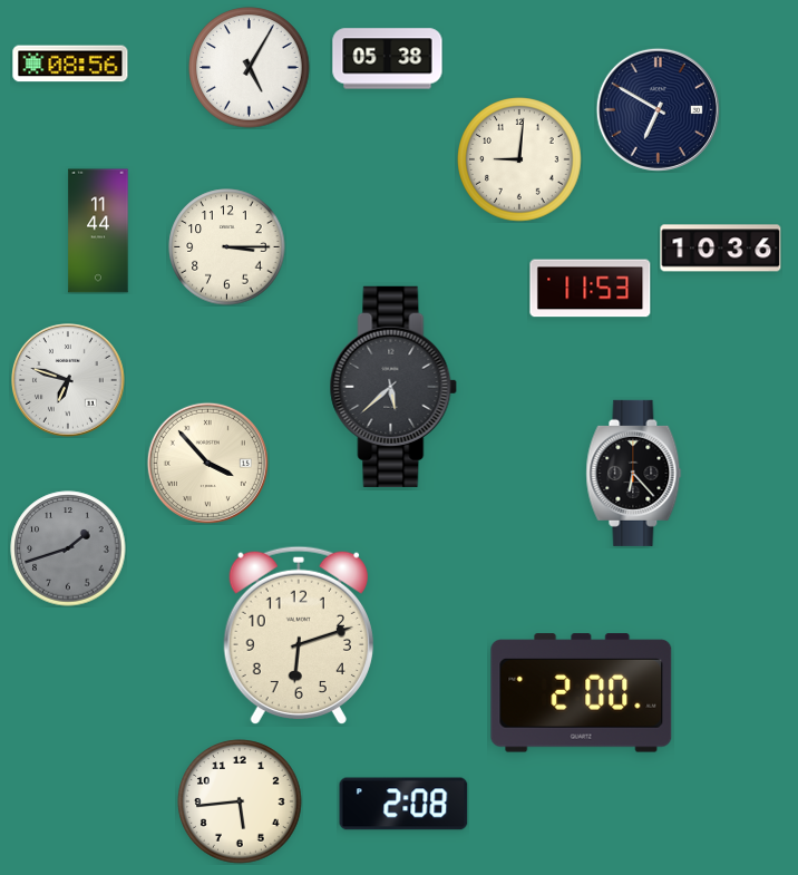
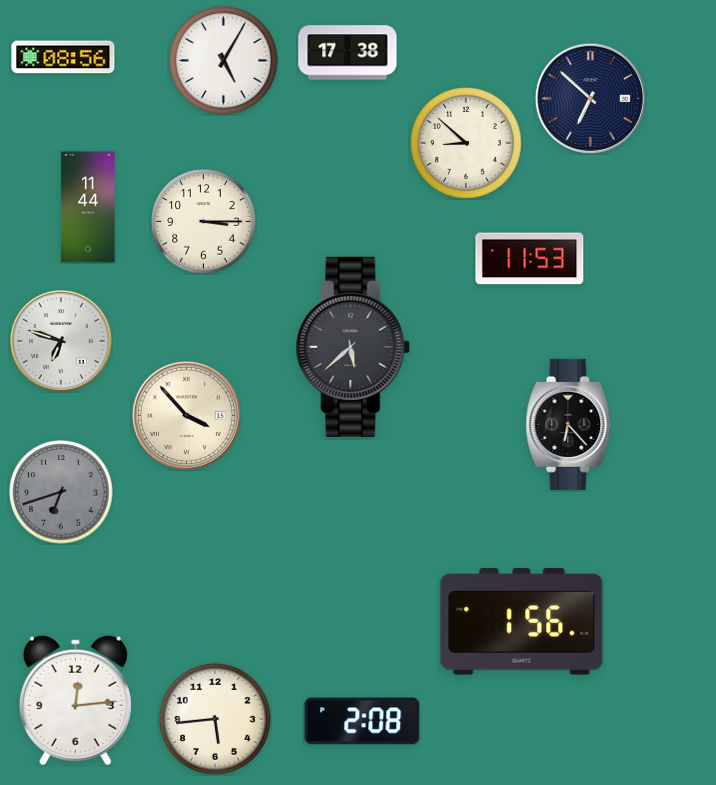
clock at (388, 59): 05:38 -> 17:38
clock at (658, 109): 6:50 -> 6:52
clock at (519, 159): 9:01 -> 8:52
clock at (721, 249): 10:36 -> none
clock at (68, 548): 1:42 -> 6:42
clock at (299, 635): 6:12 -> none
clock at (582, 693): 2:00 -> 1:56
clock at (75, 701): none -> 12:14
